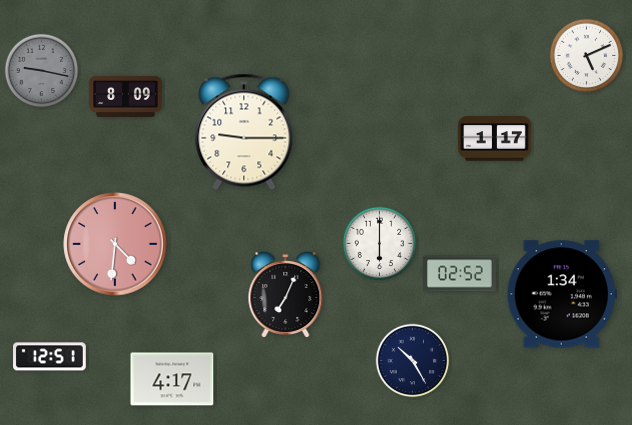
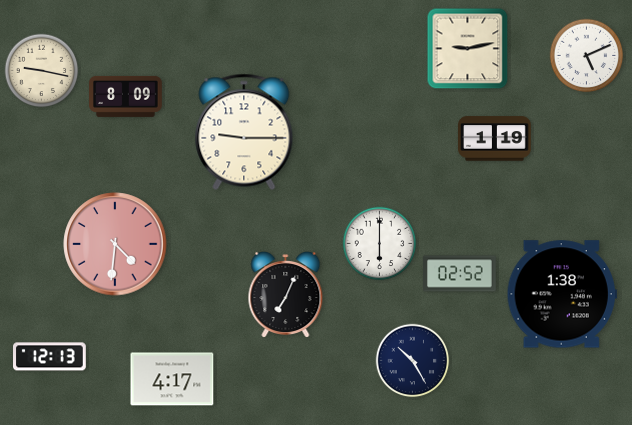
clock at (468, 49): none -> 9:13
clock at (42, 71) dial: grey -> cream
clock at (495, 139): 1:17 -> 1:19
clock at (562, 294): 1:34 -> 1:38
clock at (50, 357): 12:51 -> 12:13
